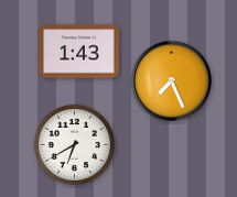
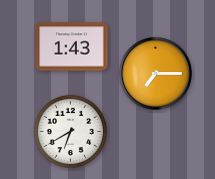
clock at (172, 81): 7:26 -> 7:15
clock at (74, 144) position: (74, 144) -> (70, 131)
